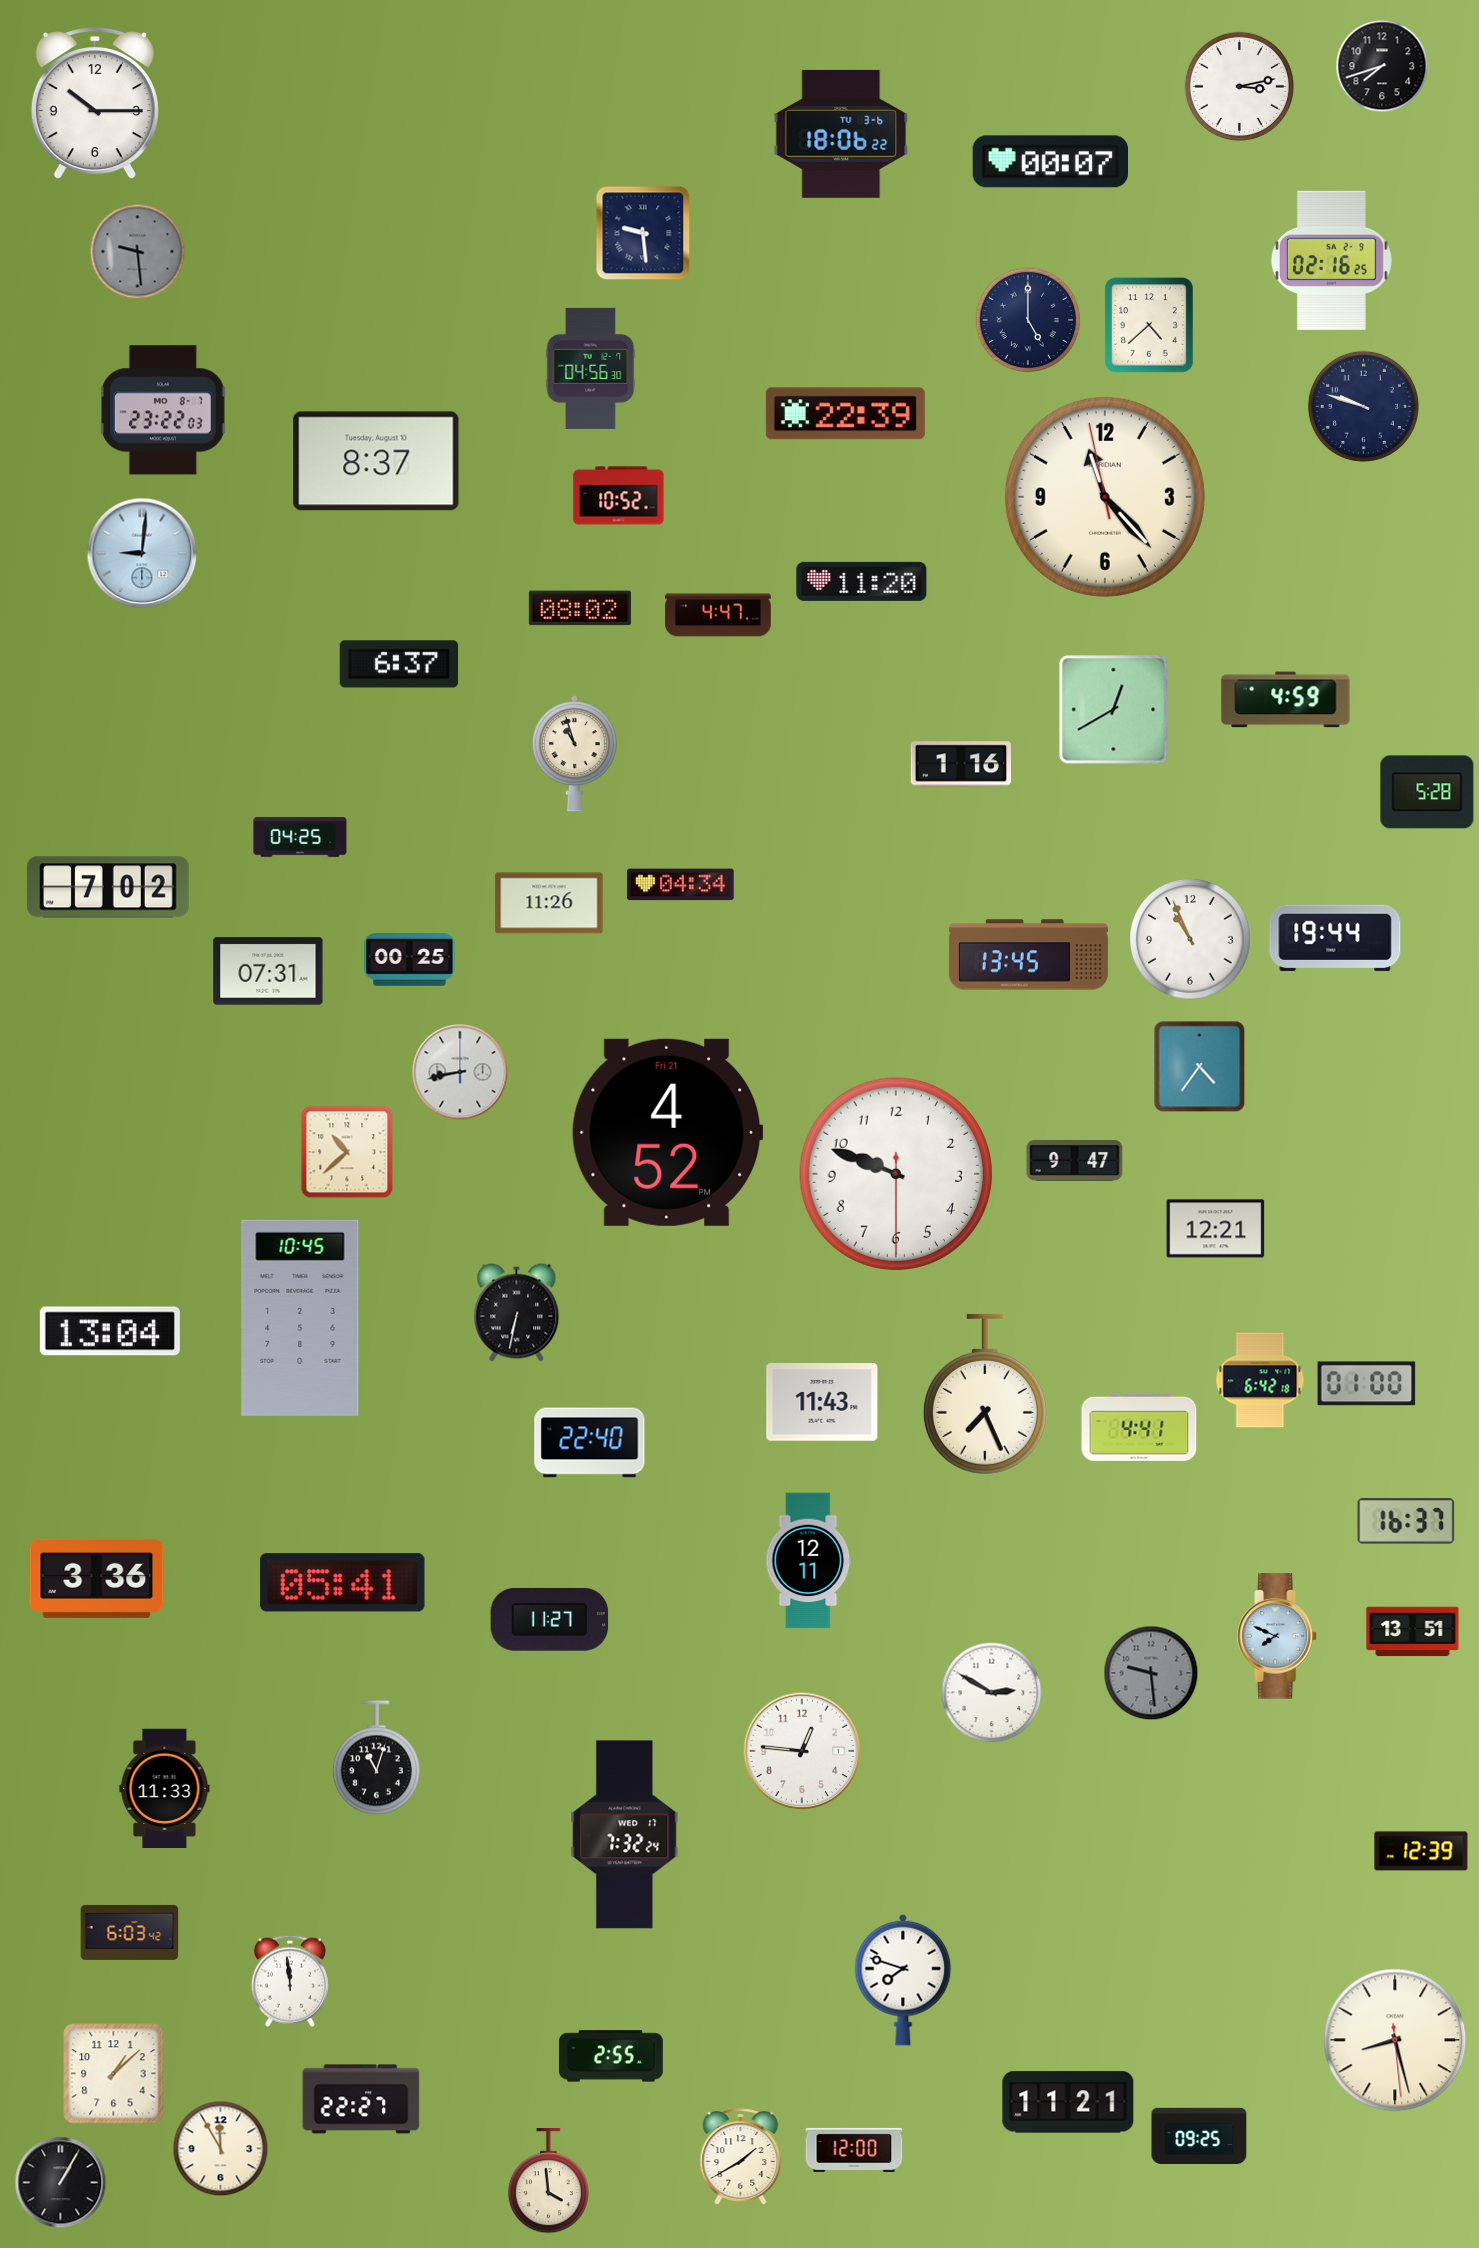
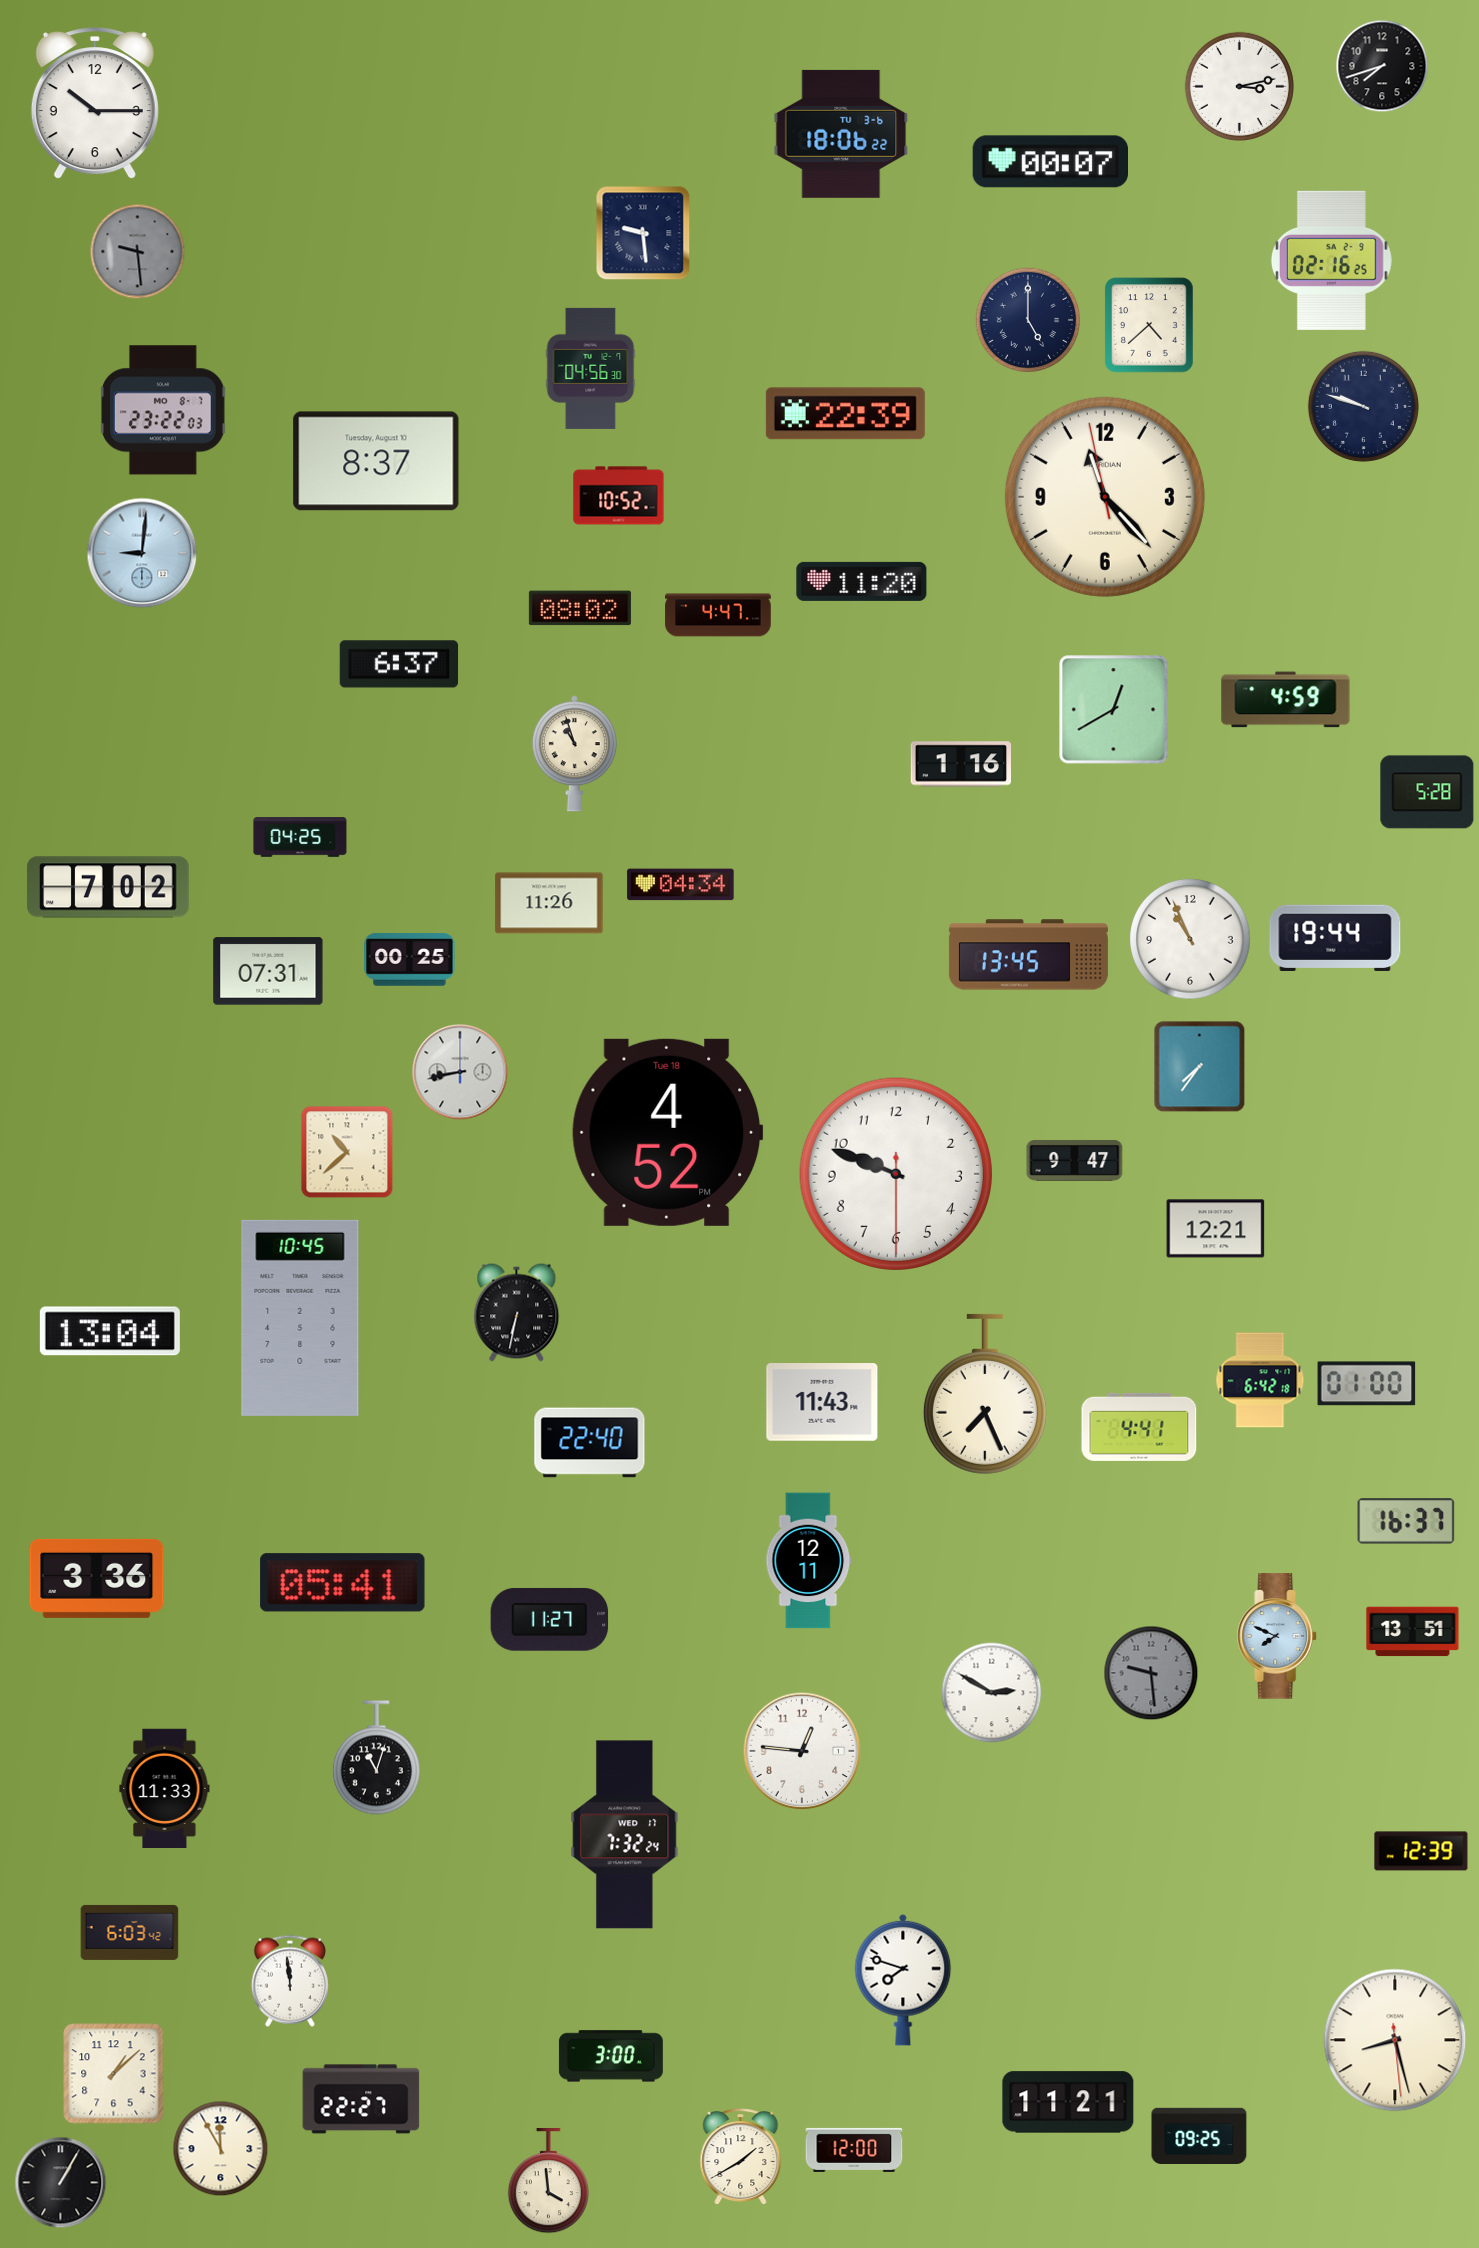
clock at (1200, 1067): 4:36 -> 7:36
clock at (668, 1132) date: Fri 21 -> Tue 18
clock at (611, 2056): 2:55 -> 3:00
